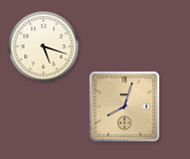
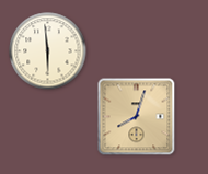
clock at (44, 47): 5:18 -> 5:59
